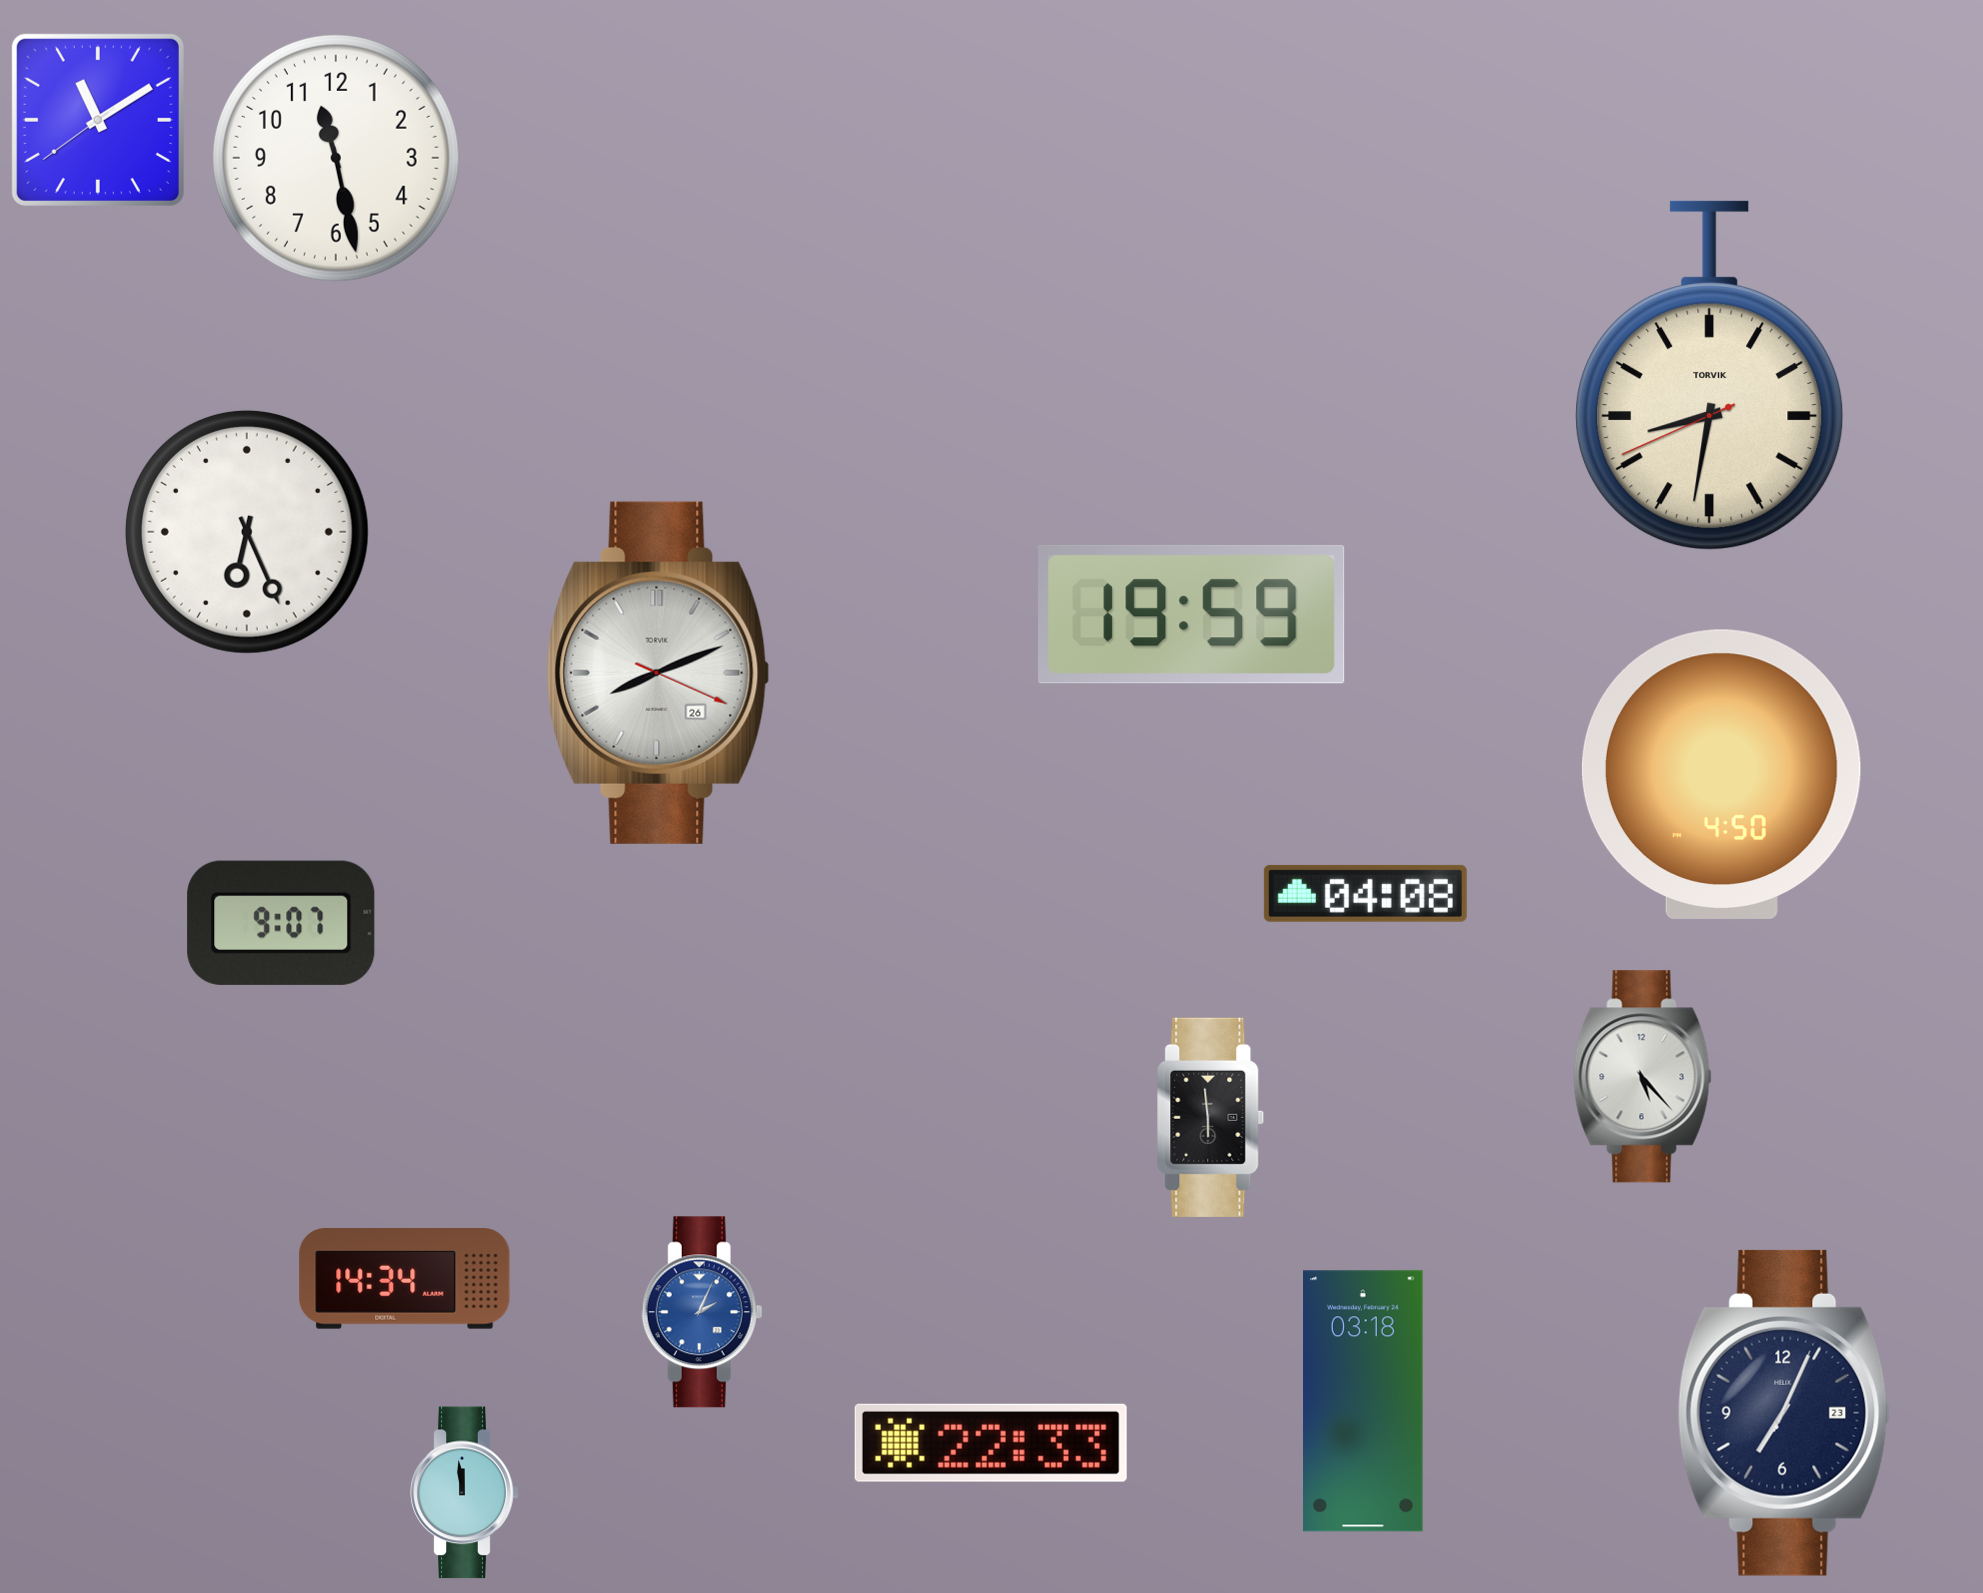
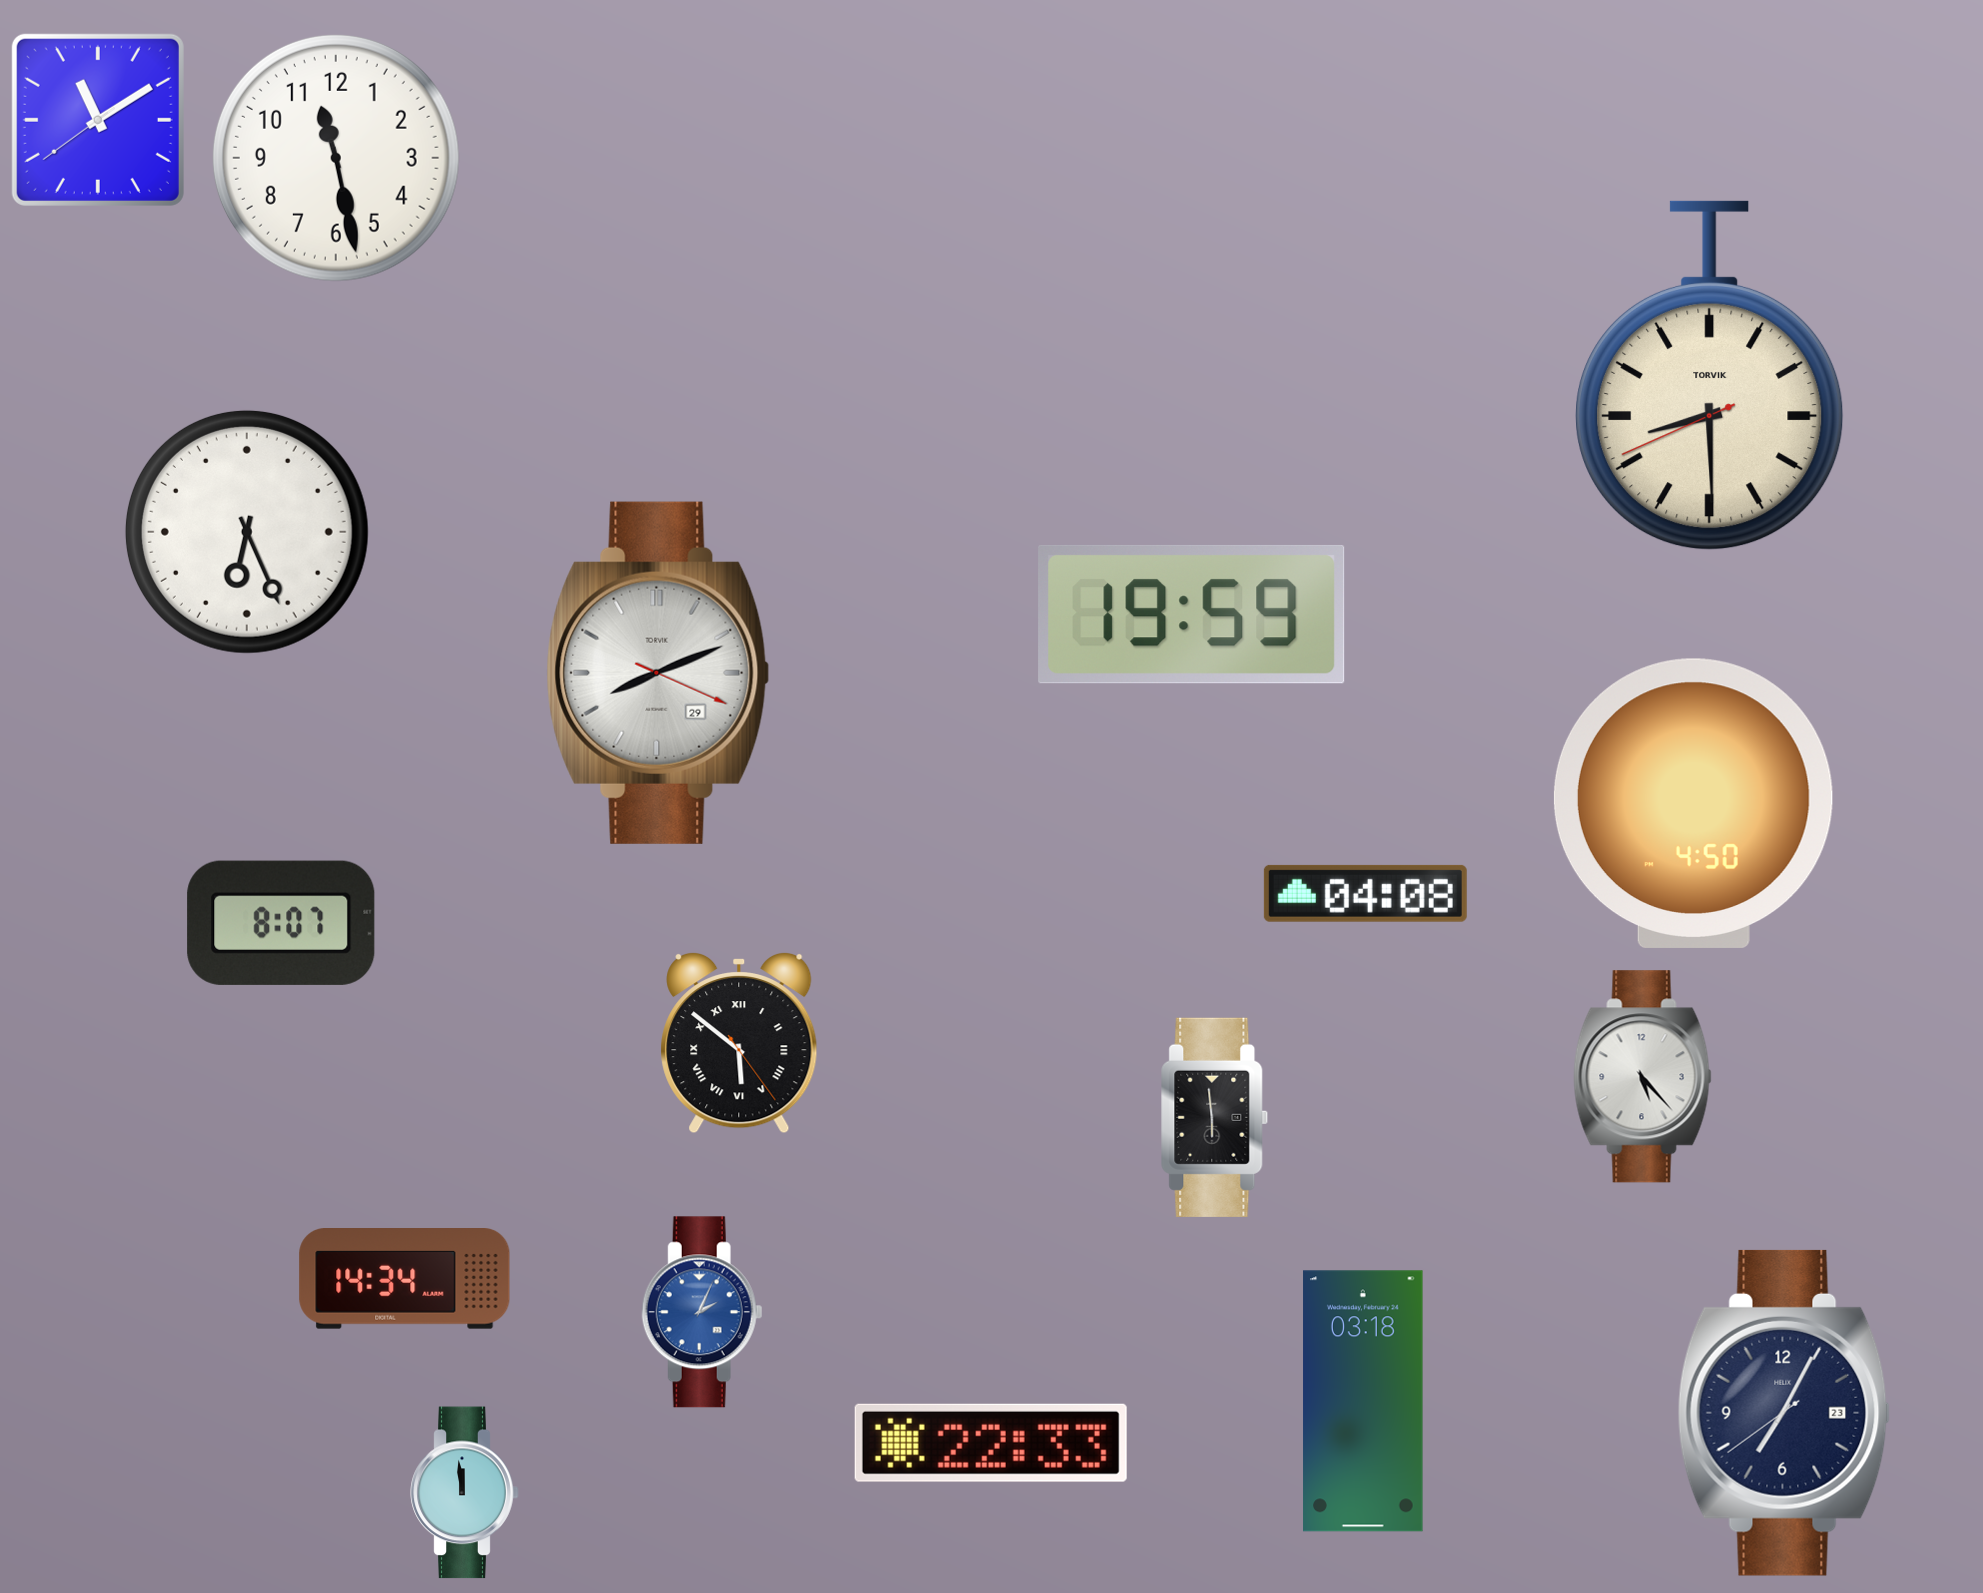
clock at (1710, 376): 8:31 -> 8:29
clock at (658, 673) date: 26 -> 29
clock at (1721, 774) position: (1721, 774) -> (1693, 803)
clock at (281, 923): 9:07 -> 8:07
clock at (739, 1043): none -> 5:51
clock at (1211, 1117) position: (1211, 1117) -> (1215, 1117)
clock at (1784, 1413): 7:04:04 -> 7:04:39
